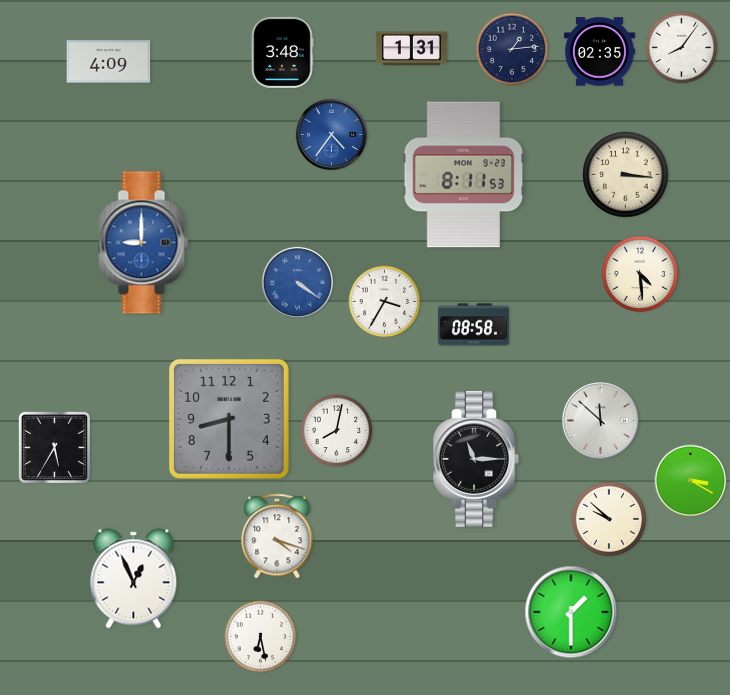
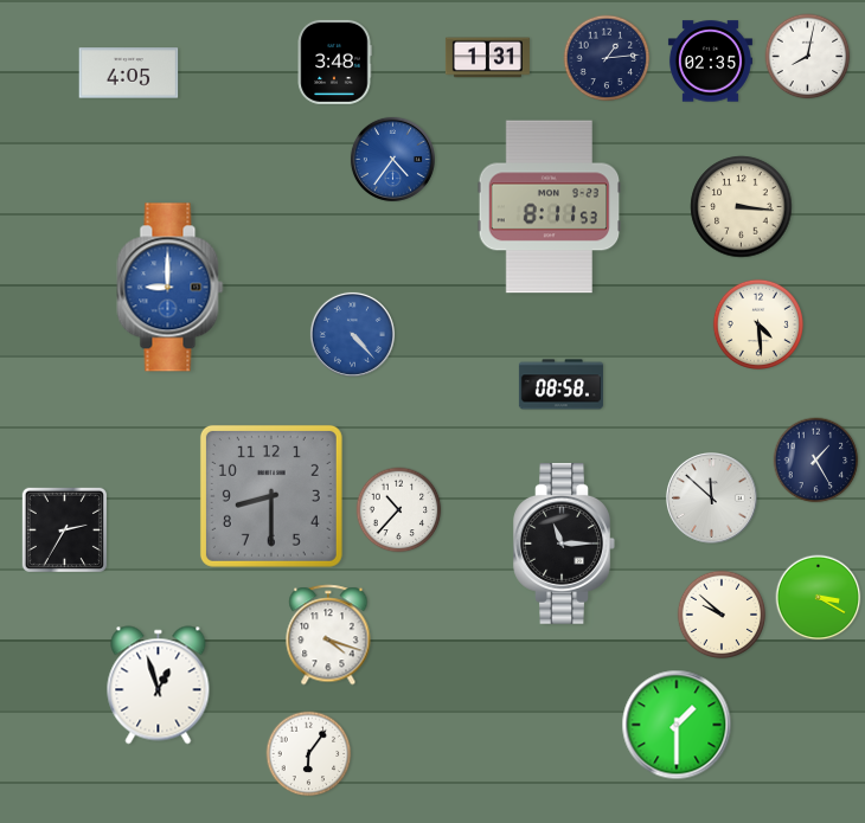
clock at (682, 48): 8:06 -> 8:02
clock at (109, 62): 4:09 -> 4:05
clock at (297, 282): 4:21 -> 4:23
clock at (385, 302): 3:35 -> none
clock at (816, 461): none -> 1:25
clock at (337, 431): 8:02 -> 10:37
clock at (54, 447): 5:35 -> 2:35
clock at (691, 481) position: (691, 481) -> (819, 598)
clock at (134, 579): 12:56 -> 12:57
clock at (261, 637): 6:28 -> 6:06
